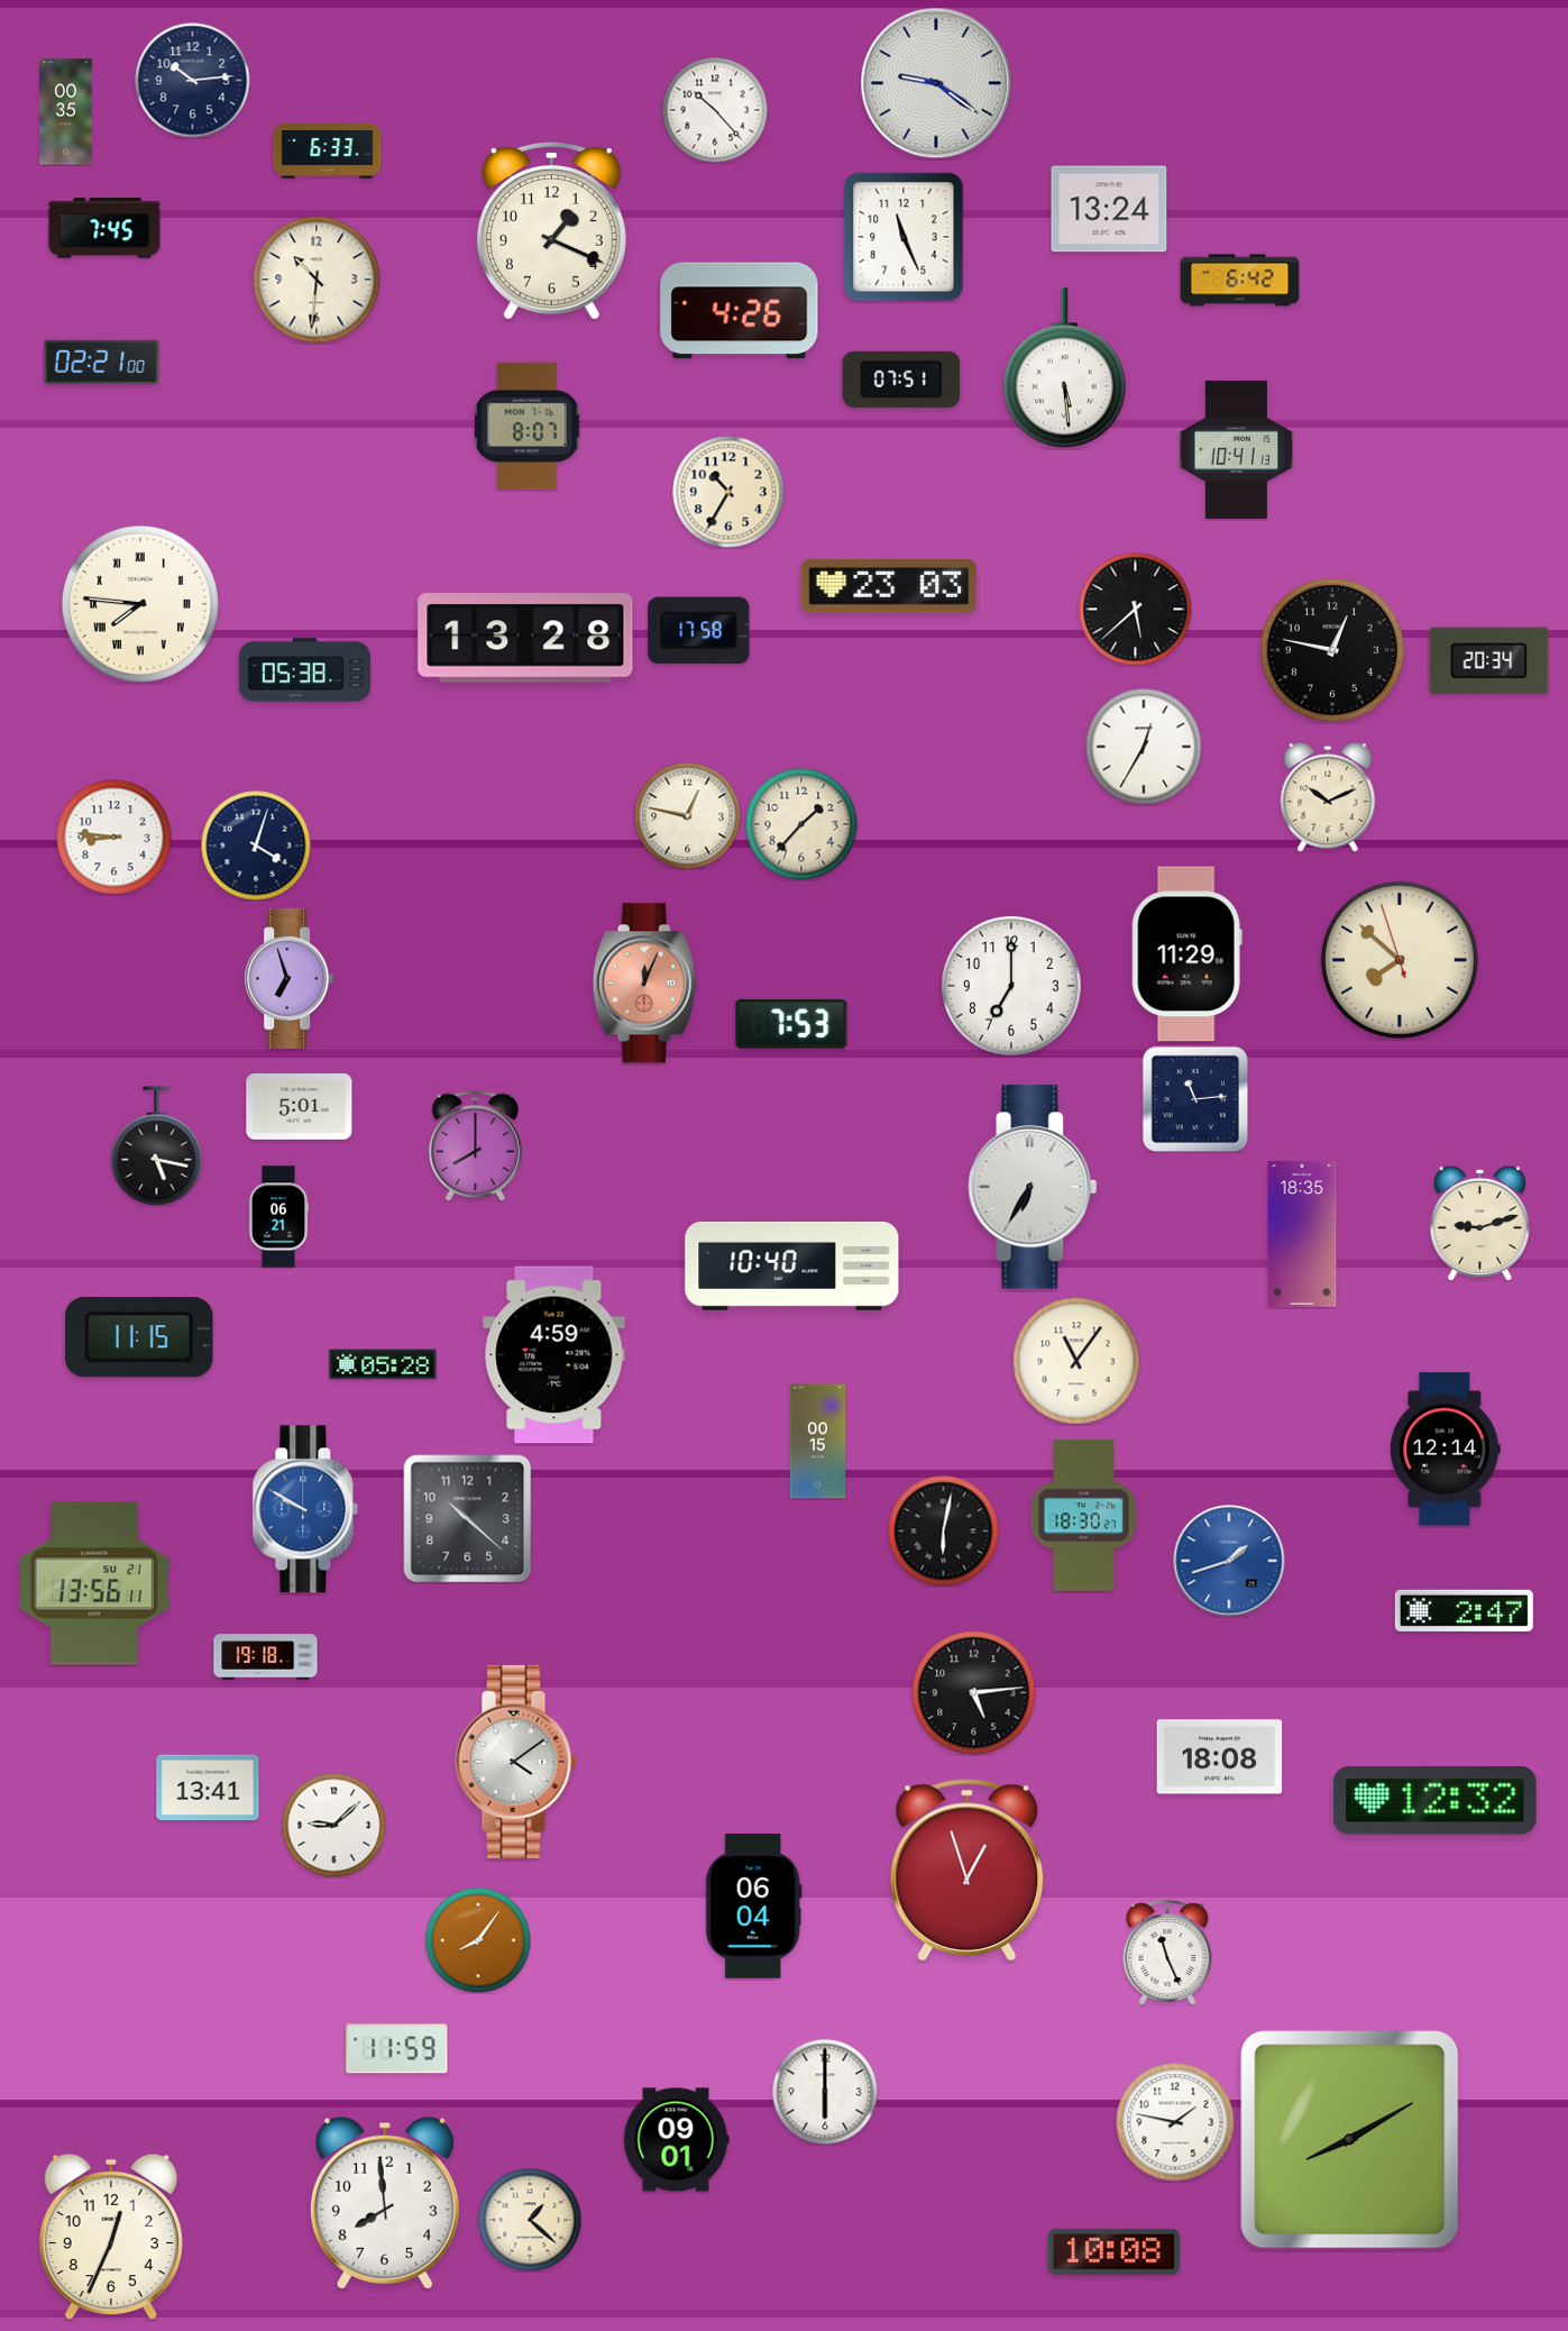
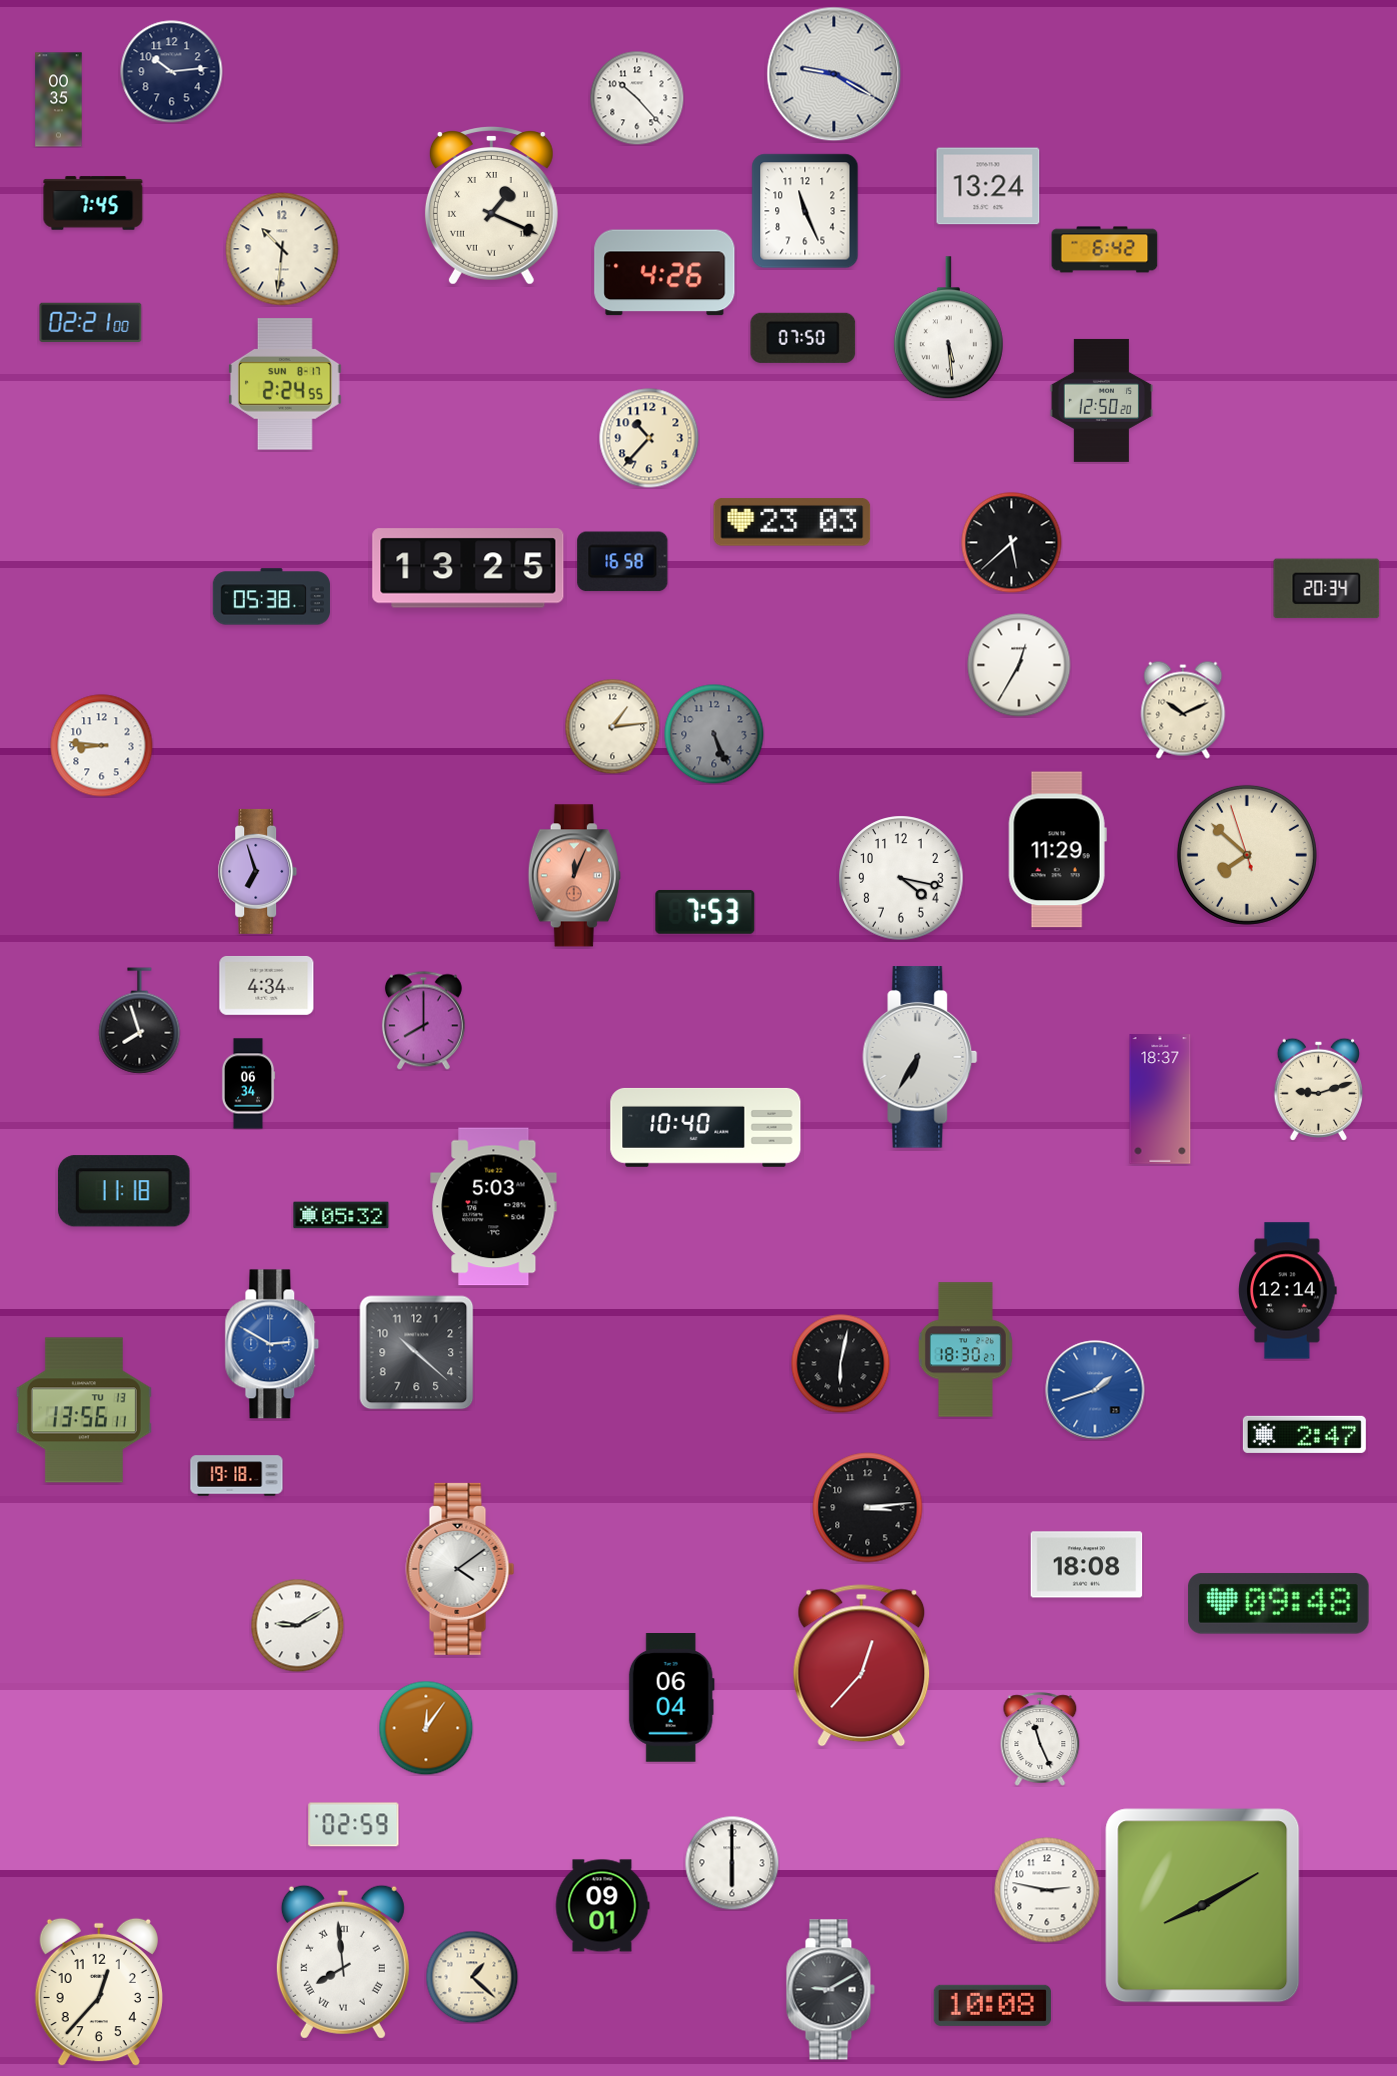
clock at (936, 83): 9:21 -> 9:20
clock at (328, 152): 6:33 -> none
clock at (551, 231) numerals: Arabic -> Roman
clock at (740, 311) position: (740, 311) -> (665, 273)
clock at (901, 380): 07:51 -> 07:50
clock at (528, 427): 8:07 -> none
clock at (286, 384): none -> 2:24
clock at (1236, 449): 10:41 -> 12:50
clock at (728, 492): 10:35 -> 10:37
clock at (140, 604): 7:46 -> none
clock at (699, 631): 17:58 -> 16:58
clock at (525, 638): 13:28 -> 13:25
clock at (1333, 651): 12:47 -> none
clock at (687, 815): 12:47 -> 1:14
clock at (801, 824): 1:37 -> 5:26
clock at (801, 824) dial: cream -> grey
clock at (256, 845): 4:03 -> none
clock at (1011, 986): 7:00 -> 4:17
clock at (1194, 1098): 11:14 -> none
clock at (300, 1106): 5:01 -> 4:34
clock at (157, 1146): 5:17 -> 7:57
clock at (278, 1217): 06:21 -> 06:34
clock at (1302, 1234): 18:35 -> 18:37
clock at (139, 1337): 11:15 -> 11:18
clock at (554, 1355): 4:59 -> 5:03
clock at (1076, 1361): 11:06 -> none
clock at (383, 1364): 05:28 -> 05:32
clock at (818, 1442): 00:15 -> none
clock at (305, 1509): 9:50 -> 2:50
clock at (94, 1583) date: SU 21 -> TU 13
clock at (974, 1693): 5:14 -> 3:14
clock at (208, 1788): 13:41 -> none
clock at (1436, 1801): 12:32 -> 09:48
clock at (333, 1825): 9:08 -> 9:10
clock at (968, 1871): 12:57 -> 12:37
clock at (478, 1940): 8:06 -> 12:06
clock at (397, 2049): 11:59 -> 02:59
clock at (825, 2092) position: (825, 2092) -> (732, 1863)
clock at (1175, 2122): 1:47 -> 2:47
clock at (385, 2203) numerals: Arabic -> Roman
clock at (830, 1990): none -> 9:10
clock at (111, 2237): 12:34 -> 12:37
